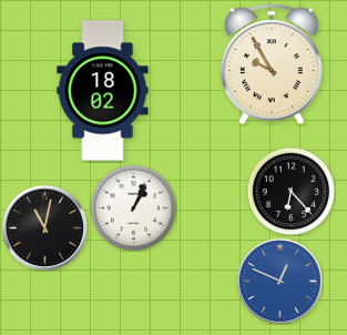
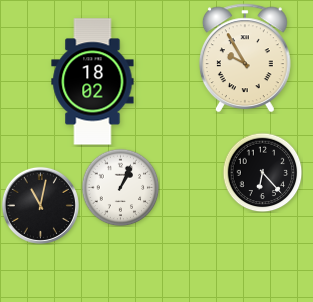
clock at (279, 281): 12:49 -> none
